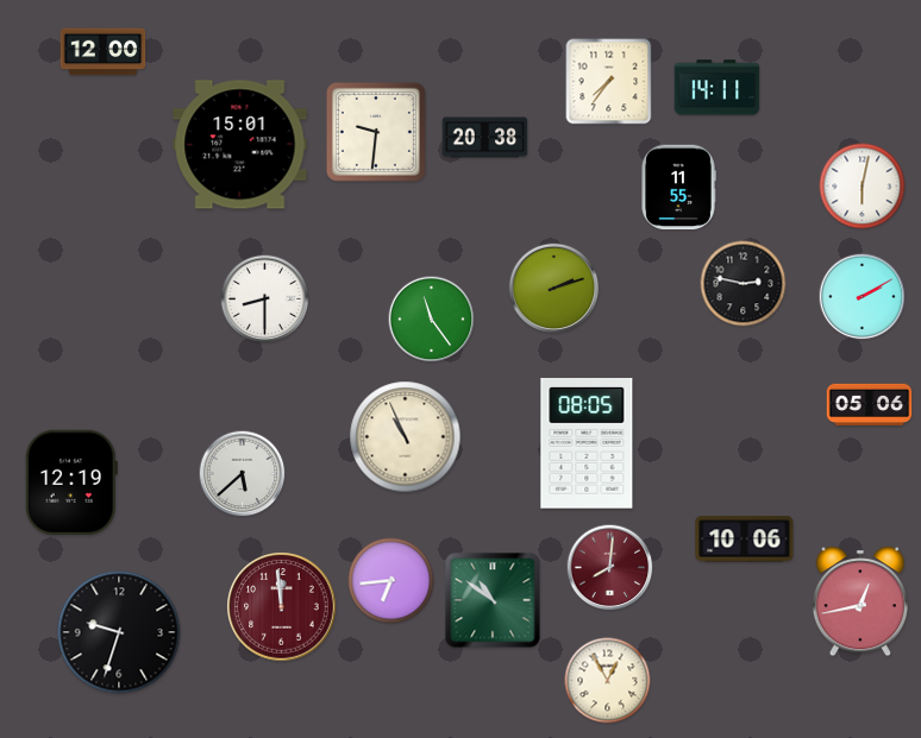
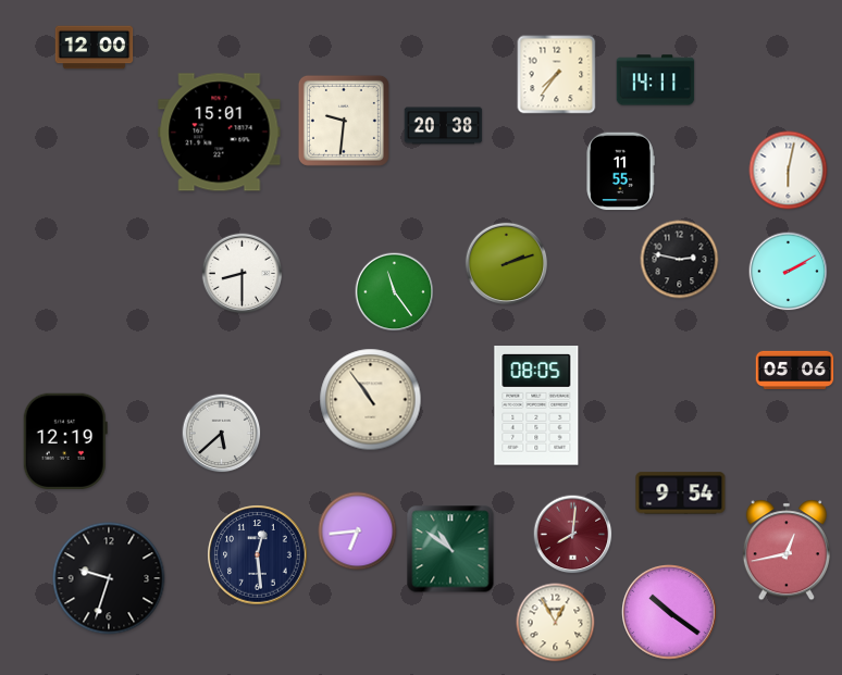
clock at (406, 437): 10:56 -> 10:54
clock at (745, 540): 10:06 -> 9:54
clock at (610, 568) position: (610, 568) -> (573, 535)
clock at (282, 607): 11:59 -> 12:29
clock at (282, 607) dial: burgundy -> navy
clock at (670, 613): none -> 10:21
